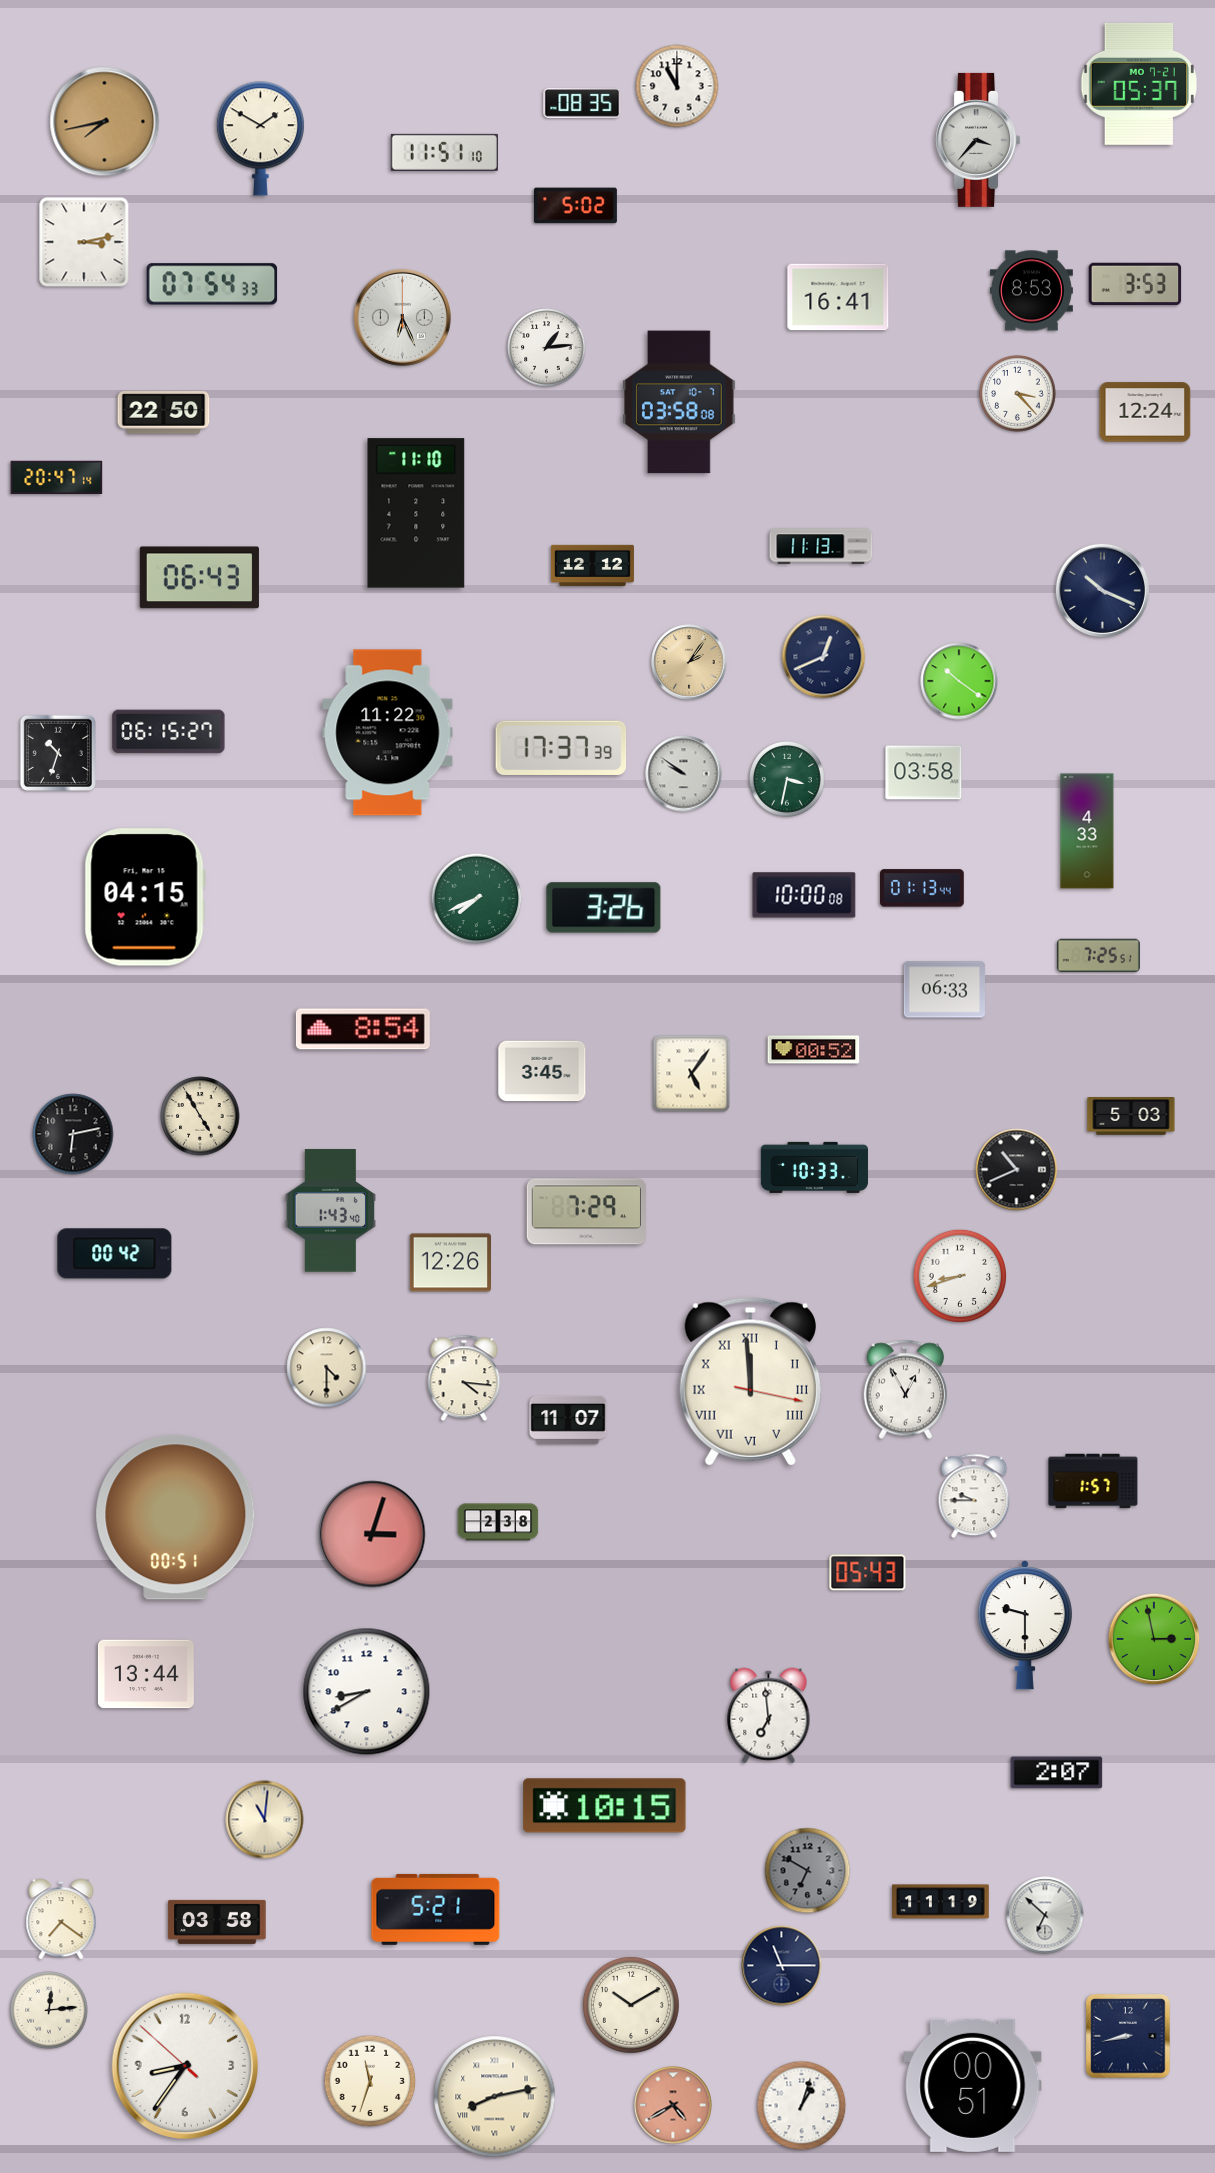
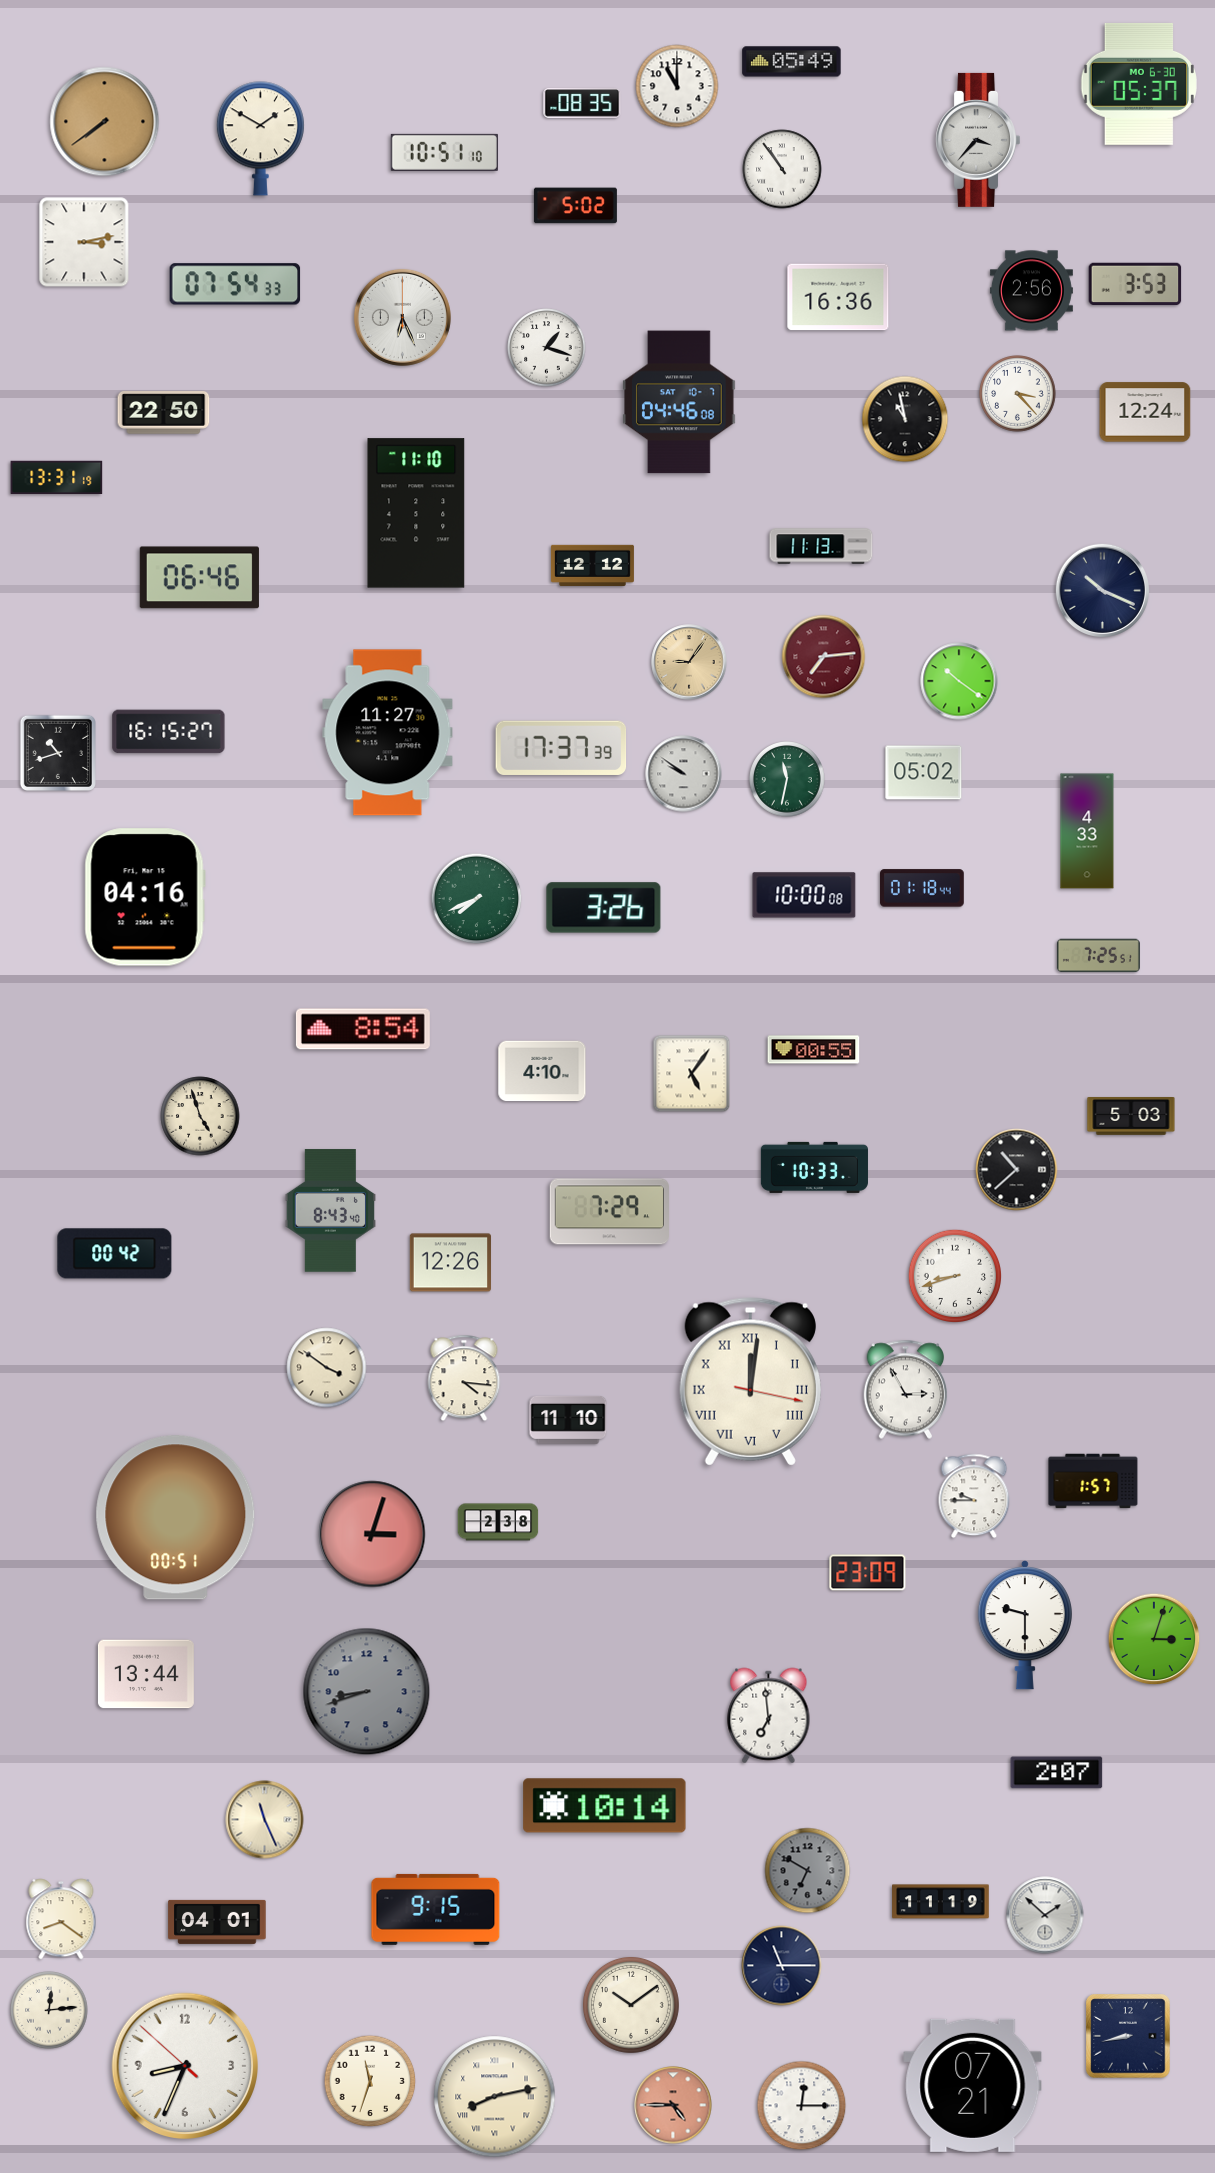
clock at (792, 62): none -> 05:49
clock at (1139, 84) date: MO 7-21 -> MO 6-30
clock at (105, 122): 7:43 -> 7:39
clock at (444, 152): 11:51 -> 10:51
clock at (782, 169): none -> 10:54
clock at (212, 284) position: (212, 284) -> (235, 284)
clock at (1031, 291): 8:53 -> 2:56
clock at (838, 297): 16:41 -> 16:36
clock at (547, 348): 1:14 -> 1:18
clock at (679, 402): 03:58 -> 04:46
clock at (905, 419): none -> 10:58
clock at (57, 477): 20:47 -> 13:31
clock at (199, 578): 06:43 -> 06:46
clock at (824, 657): 12:41 -> 7:14
clock at (824, 657) dial: navy -> burgundy
clock at (689, 662): 2:06 -> 9:06
clock at (169, 732): 06:15 -> 16:15
clock at (388, 733): 11:22 -> 11:27
clock at (58, 753): 10:33 -> 10:42
clock at (924, 773): 03:58 -> 05:02
clock at (788, 780): 3:32 -> 11:32
clock at (922, 888): 01:13 -> 01:18
clock at (145, 897): 04:15 -> 04:16
clock at (944, 990): 06:33 -> none
clock at (814, 1050): 00:52 -> 00:55
clock at (542, 1071): 3:45 -> 4:10
clock at (200, 1116): 4:55 -> 4:57
clock at (73, 1134): 6:13 -> none
clock at (1017, 1170): 10:41 -> 10:38
clock at (330, 1211): 1:43 -> 8:43
clock at (586, 1212) position: (586, 1212) -> (609, 1212)
clock at (959, 1275) position: (959, 1275) -> (954, 1275)
clock at (327, 1368): 4:30 -> 3:51
clock at (750, 1382): 11:59 -> 12:01
clock at (906, 1390): 12:55 -> 2:55
clock at (568, 1420): 11:07 -> 11:10
clock at (868, 1573): 05:43 -> 23:09
clock at (1154, 1639): 2:58 -> 3:03
clock at (367, 1692): 8:40 -> 8:42
clock at (367, 1692) dial: white -> grey
clock at (605, 1806): 10:15 -> 10:14
clock at (265, 1820): 11:01 -> 11:26
clock at (436, 1909): 5:21 -> 9:15
clock at (1045, 1915): 6:52 -> 1:52
clock at (61, 1919): 7:21 -> 8:21
clock at (217, 1922): 03:58 -> 04:01
clock at (631, 2005): 10:10 -> 10:09
clock at (185, 2066): 8:35 -> 8:33
clock at (973, 2085): 00:51 -> 07:21
clock at (673, 2105): 4:40 -> 4:45
clock at (802, 2106): 1:03 -> 12:15
